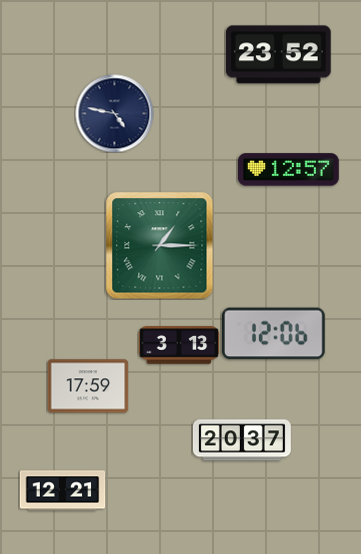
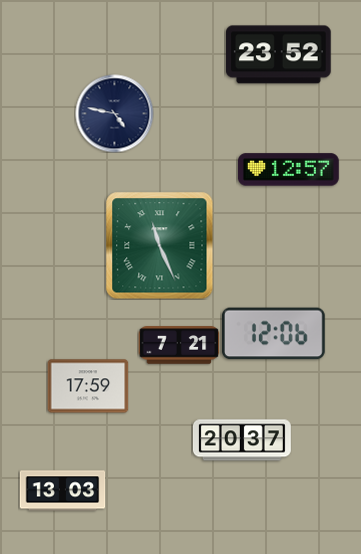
clock at (159, 245): 1:15 -> 11:26
clock at (179, 345): 3:13 -> 7:21
clock at (62, 491): 12:21 -> 13:03
